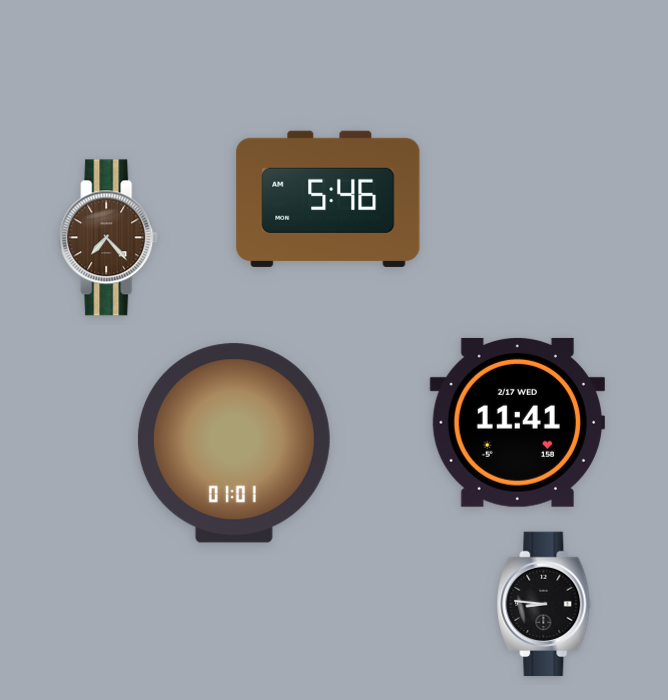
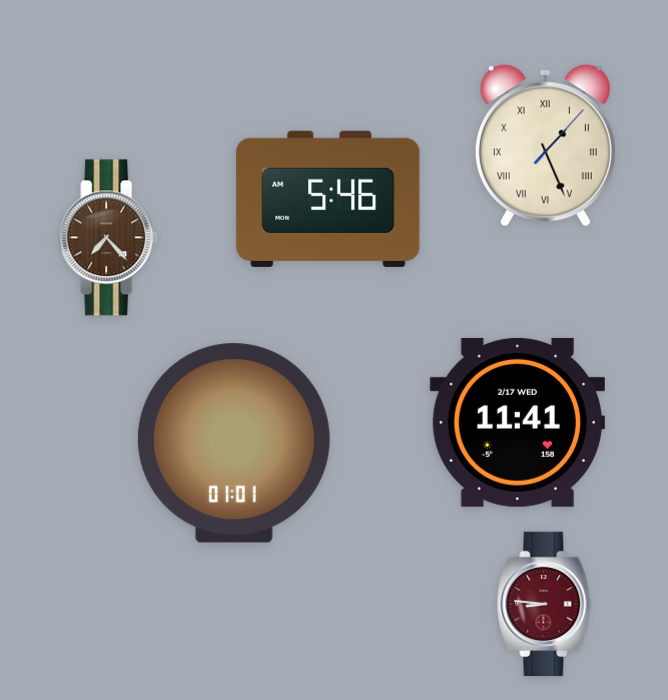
clock at (545, 146): none -> 1:26
clock at (544, 604) dial: black -> burgundy
